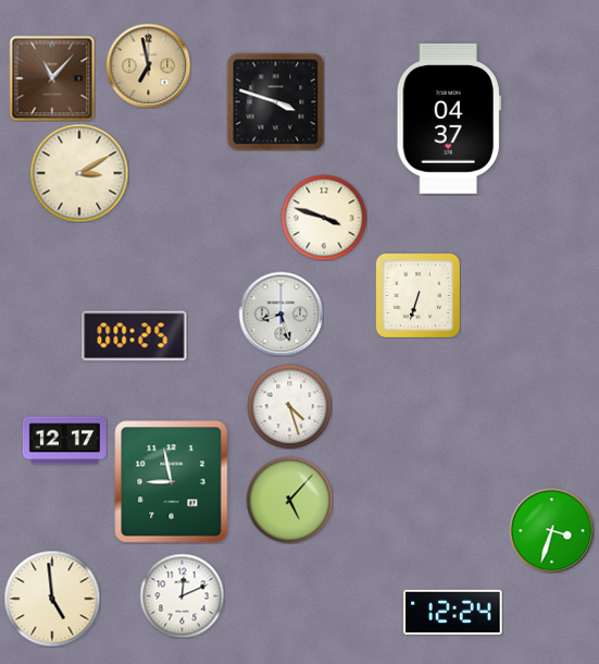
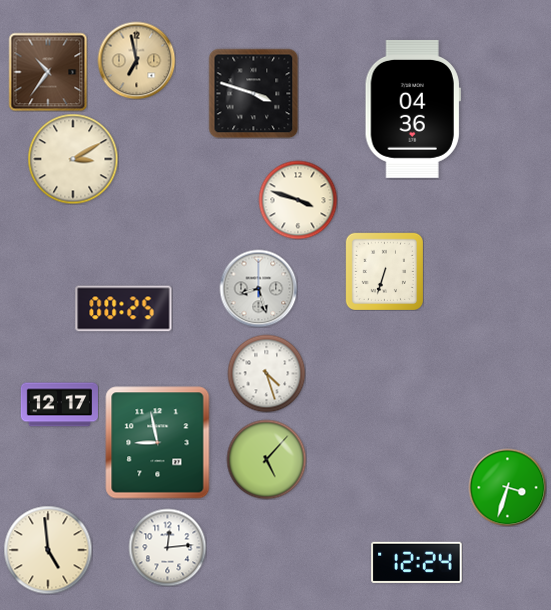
clock at (52, 78): 11:07 -> 10:36
clock at (449, 119): 04:37 -> 04:36
clock at (182, 595): 12:11 -> 12:14
